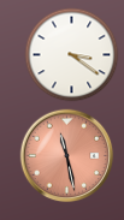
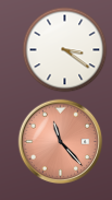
clock at (66, 155): 11:28 -> 11:23
